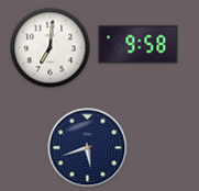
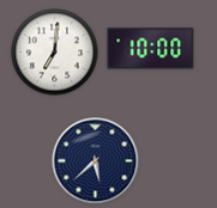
clock at (139, 45): 9:58 -> 10:00
clock at (88, 148): 5:42 -> 5:38
